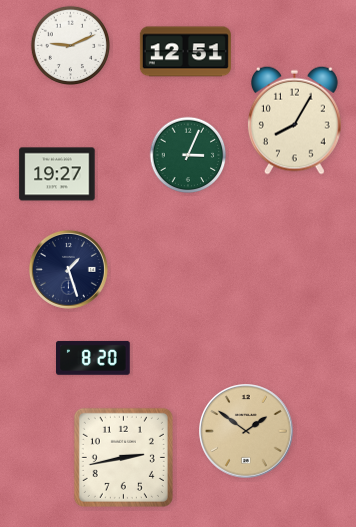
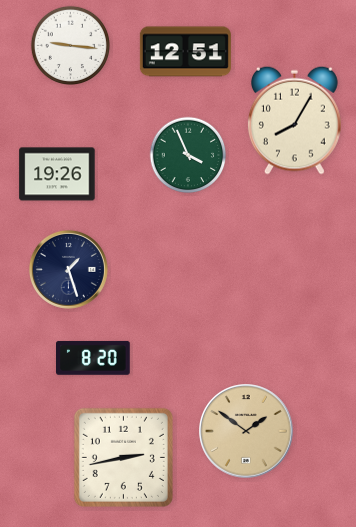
clock at (70, 45): 9:11 -> 9:16
clock at (188, 155): 3:04 -> 3:56
clock at (57, 174): 19:27 -> 19:26
